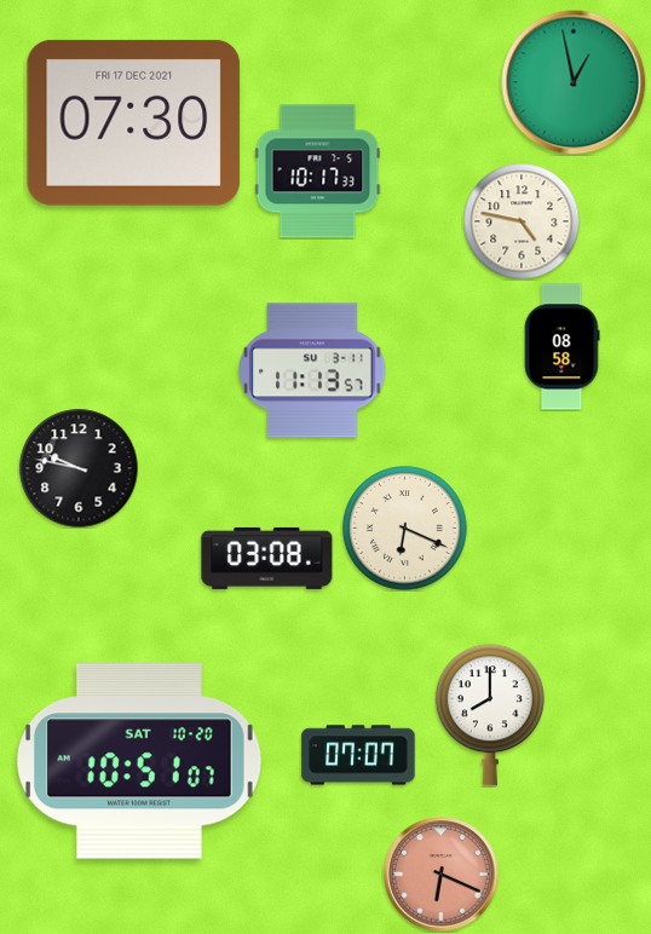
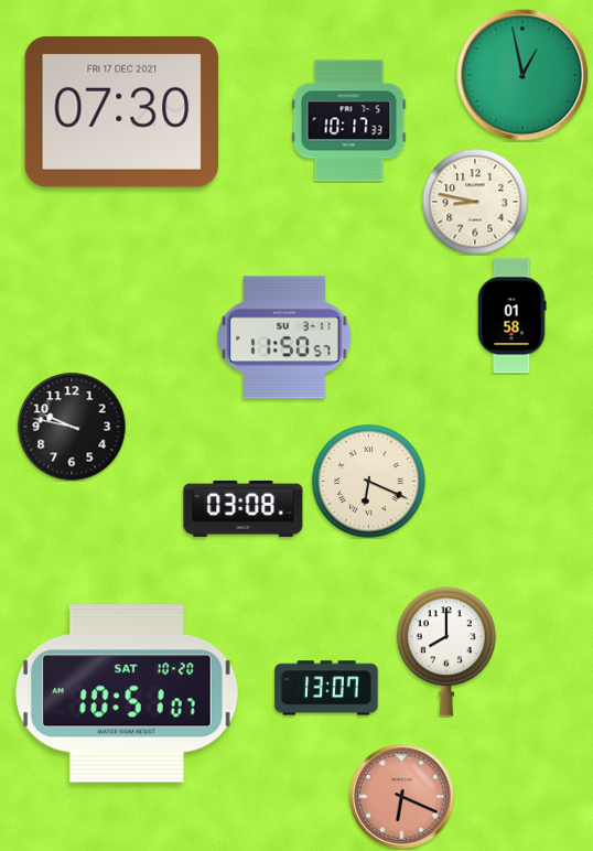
clock at (318, 172) position: (318, 172) -> (349, 121)
clock at (522, 221): 4:47 -> 8:47
clock at (561, 347): 08:58 -> 01:58
clock at (312, 370): 11:13 -> 11:50
clock at (358, 755): 07:07 -> 13:07
